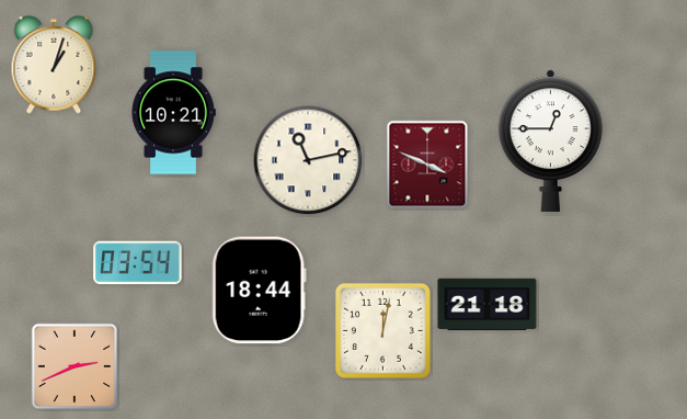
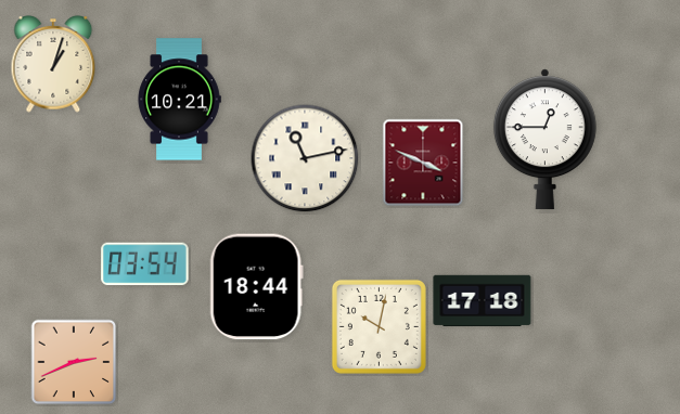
clock at (173, 113) position: (173, 113) -> (179, 100)
clock at (138, 263) position: (138, 263) -> (145, 264)
clock at (488, 304): 21:18 -> 17:18
clock at (382, 330): 12:02 -> 10:02
